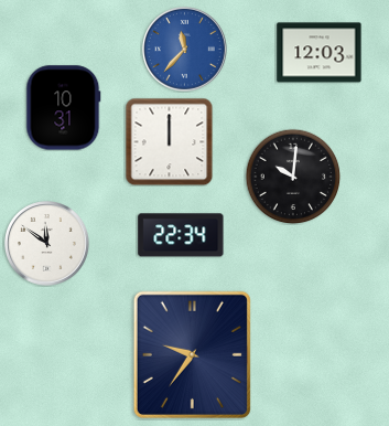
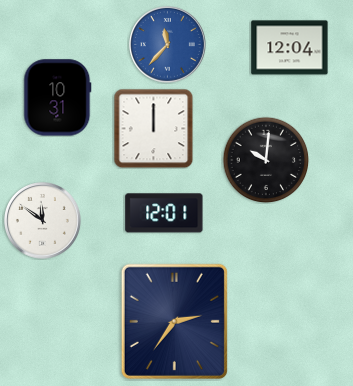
clock at (320, 53): 12:03 -> 12:04
clock at (181, 235): 22:34 -> 12:01
clock at (192, 354): 9:36 -> 2:36
